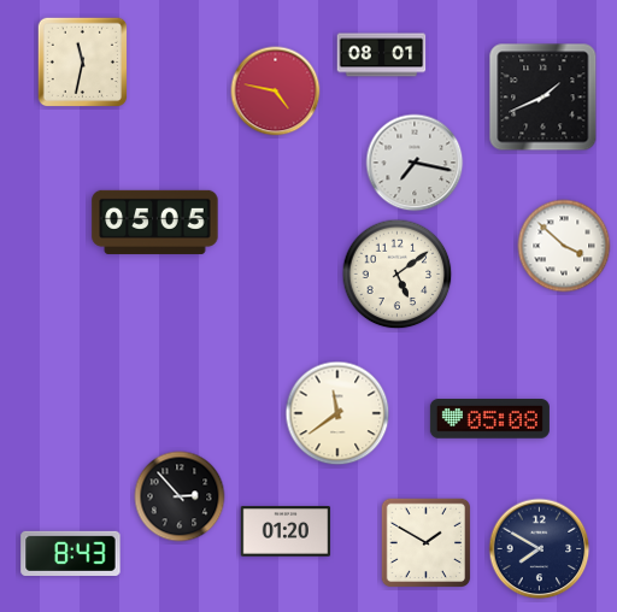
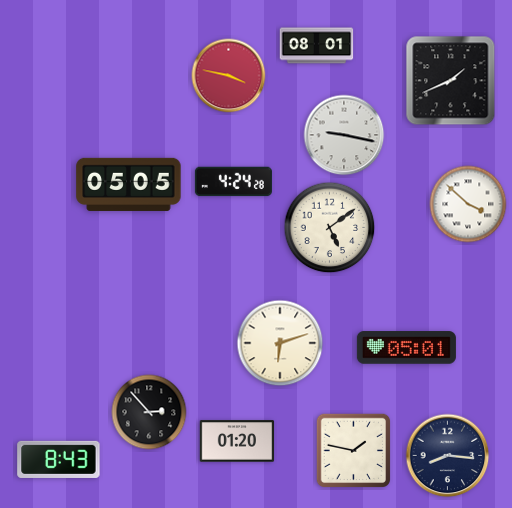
clock at (83, 63): 11:32 -> none
clock at (276, 92): 4:47 -> 3:47
clock at (415, 163): 7:17 -> 9:17
clock at (233, 182): none -> 4:24
clock at (337, 413): 11:39 -> 6:12
clock at (489, 419): 05:08 -> 05:01
clock at (427, 543): 1:50 -> 1:47
clock at (540, 549): 7:50 -> 8:16
